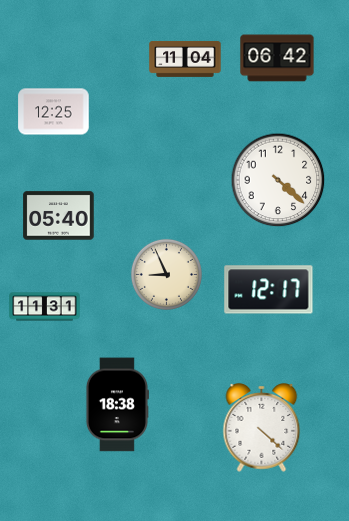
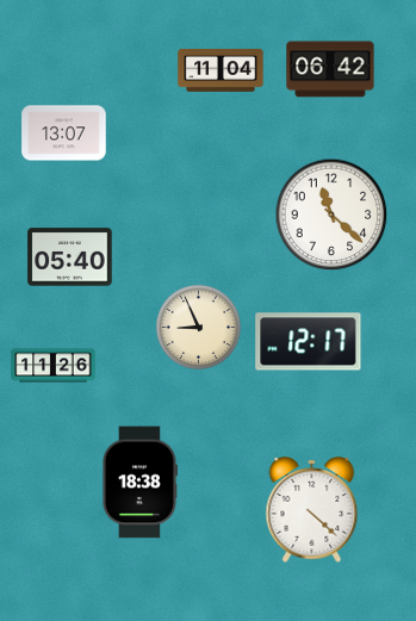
clock at (54, 112): 12:25 -> 13:07
clock at (278, 180): 4:22 -> 11:22
clock at (269, 290) position: (269, 290) -> (309, 342)
clock at (45, 307): 11:31 -> 11:26
